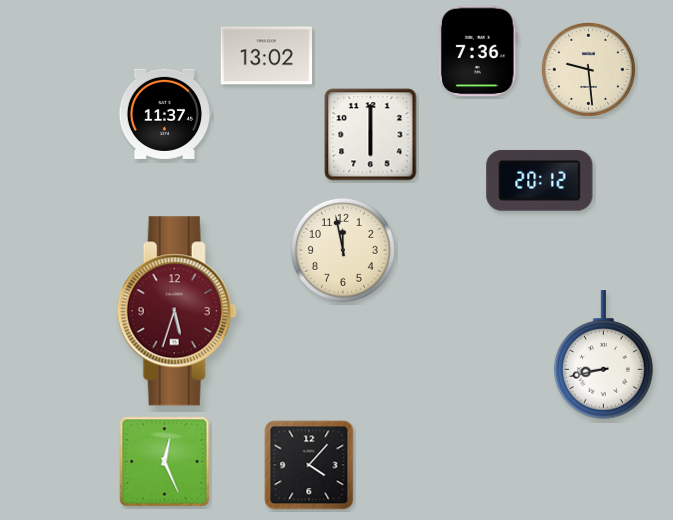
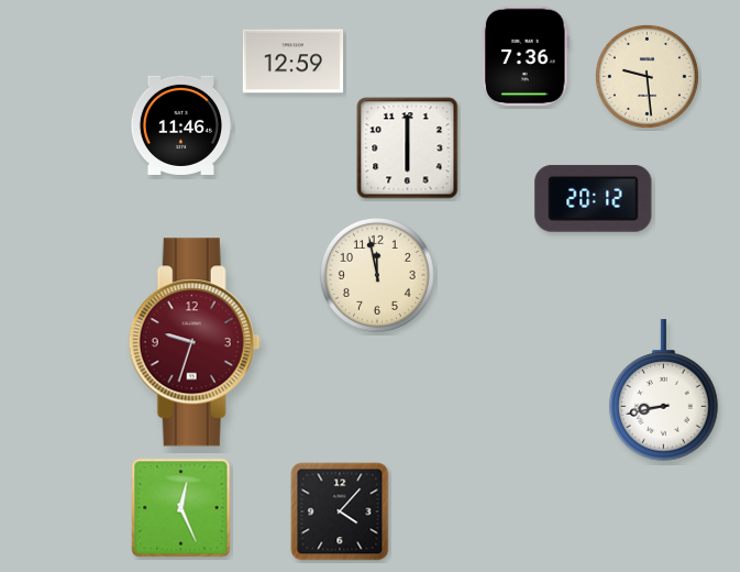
clock at (267, 56): 13:02 -> 12:59
clock at (165, 114): 11:37 -> 11:46
clock at (177, 311): 5:33 -> 9:33
